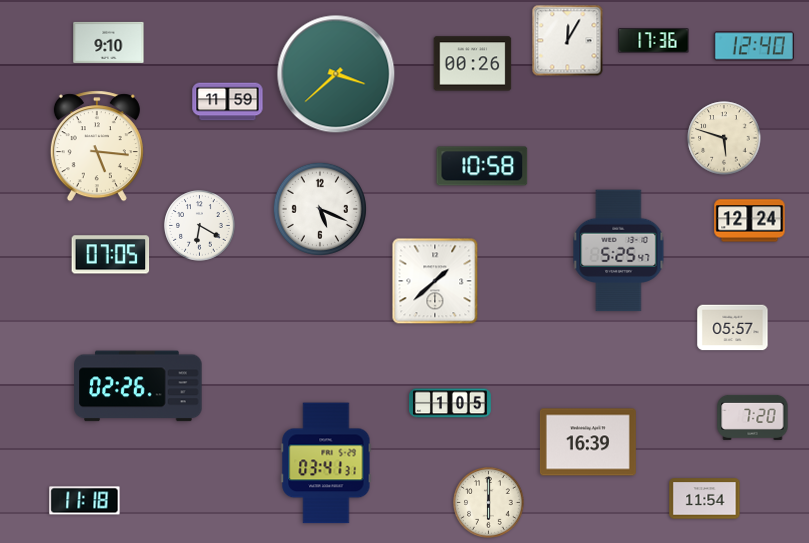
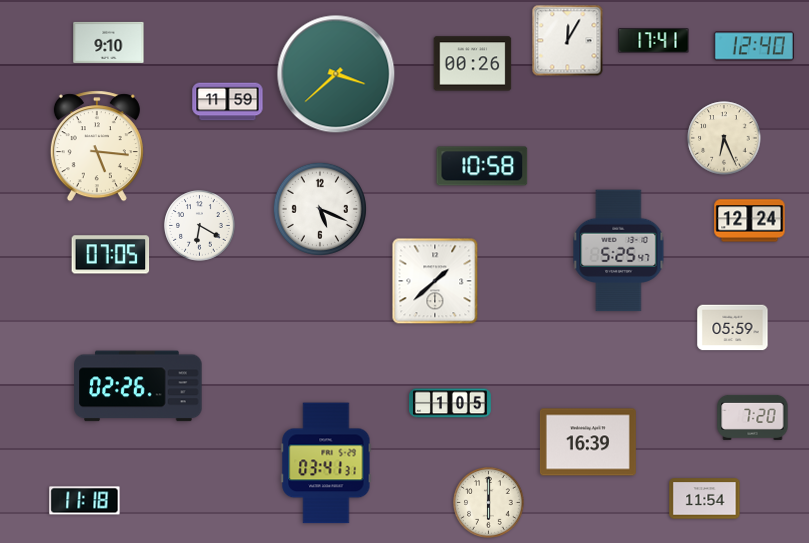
clock at (654, 41): 17:36 -> 17:41
clock at (724, 138): 5:48 -> 6:26
clock at (733, 328): 05:57 -> 05:59
